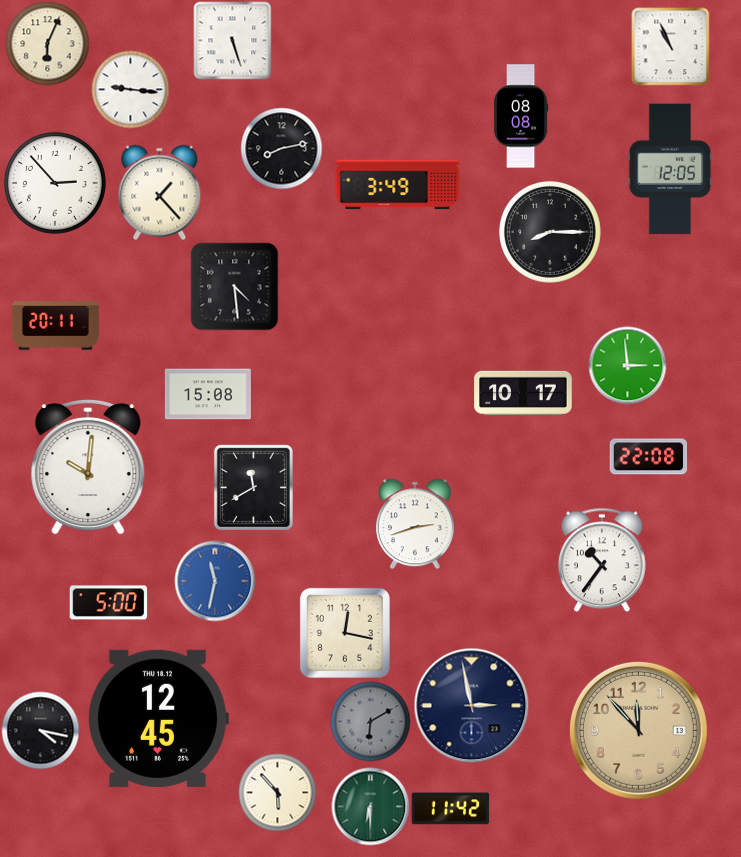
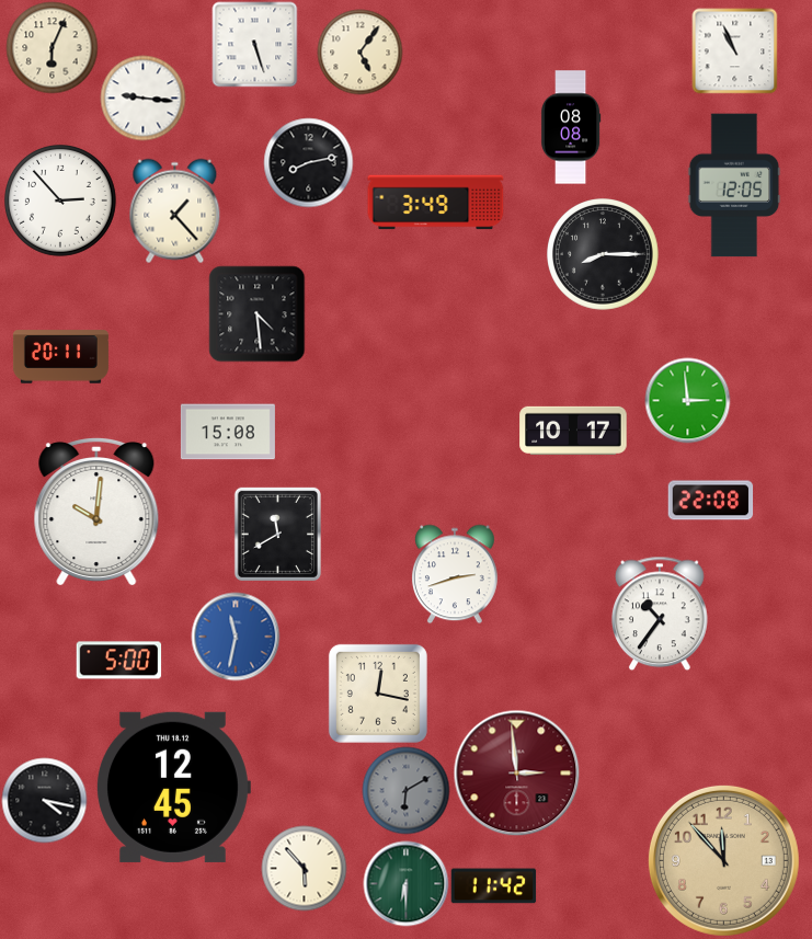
clock at (359, 51): none -> 5:06
clock at (471, 705): 2:58 -> 2:59
clock at (471, 705) dial: navy -> burgundy
clock at (638, 730) position: (638, 730) -> (723, 860)
